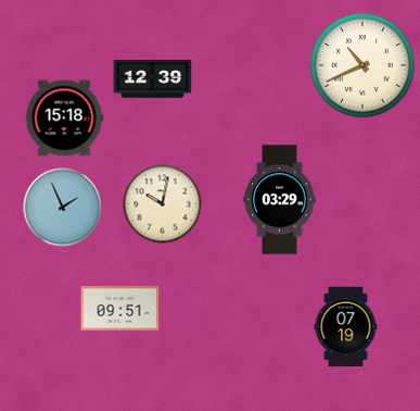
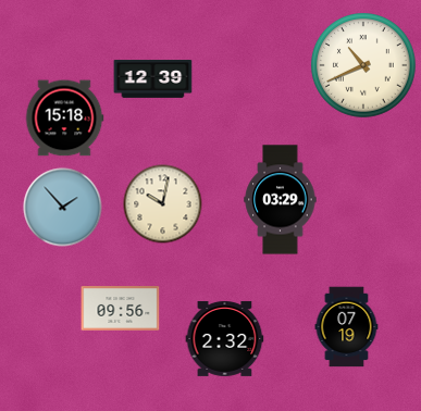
clock at (63, 208): 1:56 -> 1:53
clock at (120, 309): 09:51 -> 09:56
clock at (225, 338): none -> 2:32
